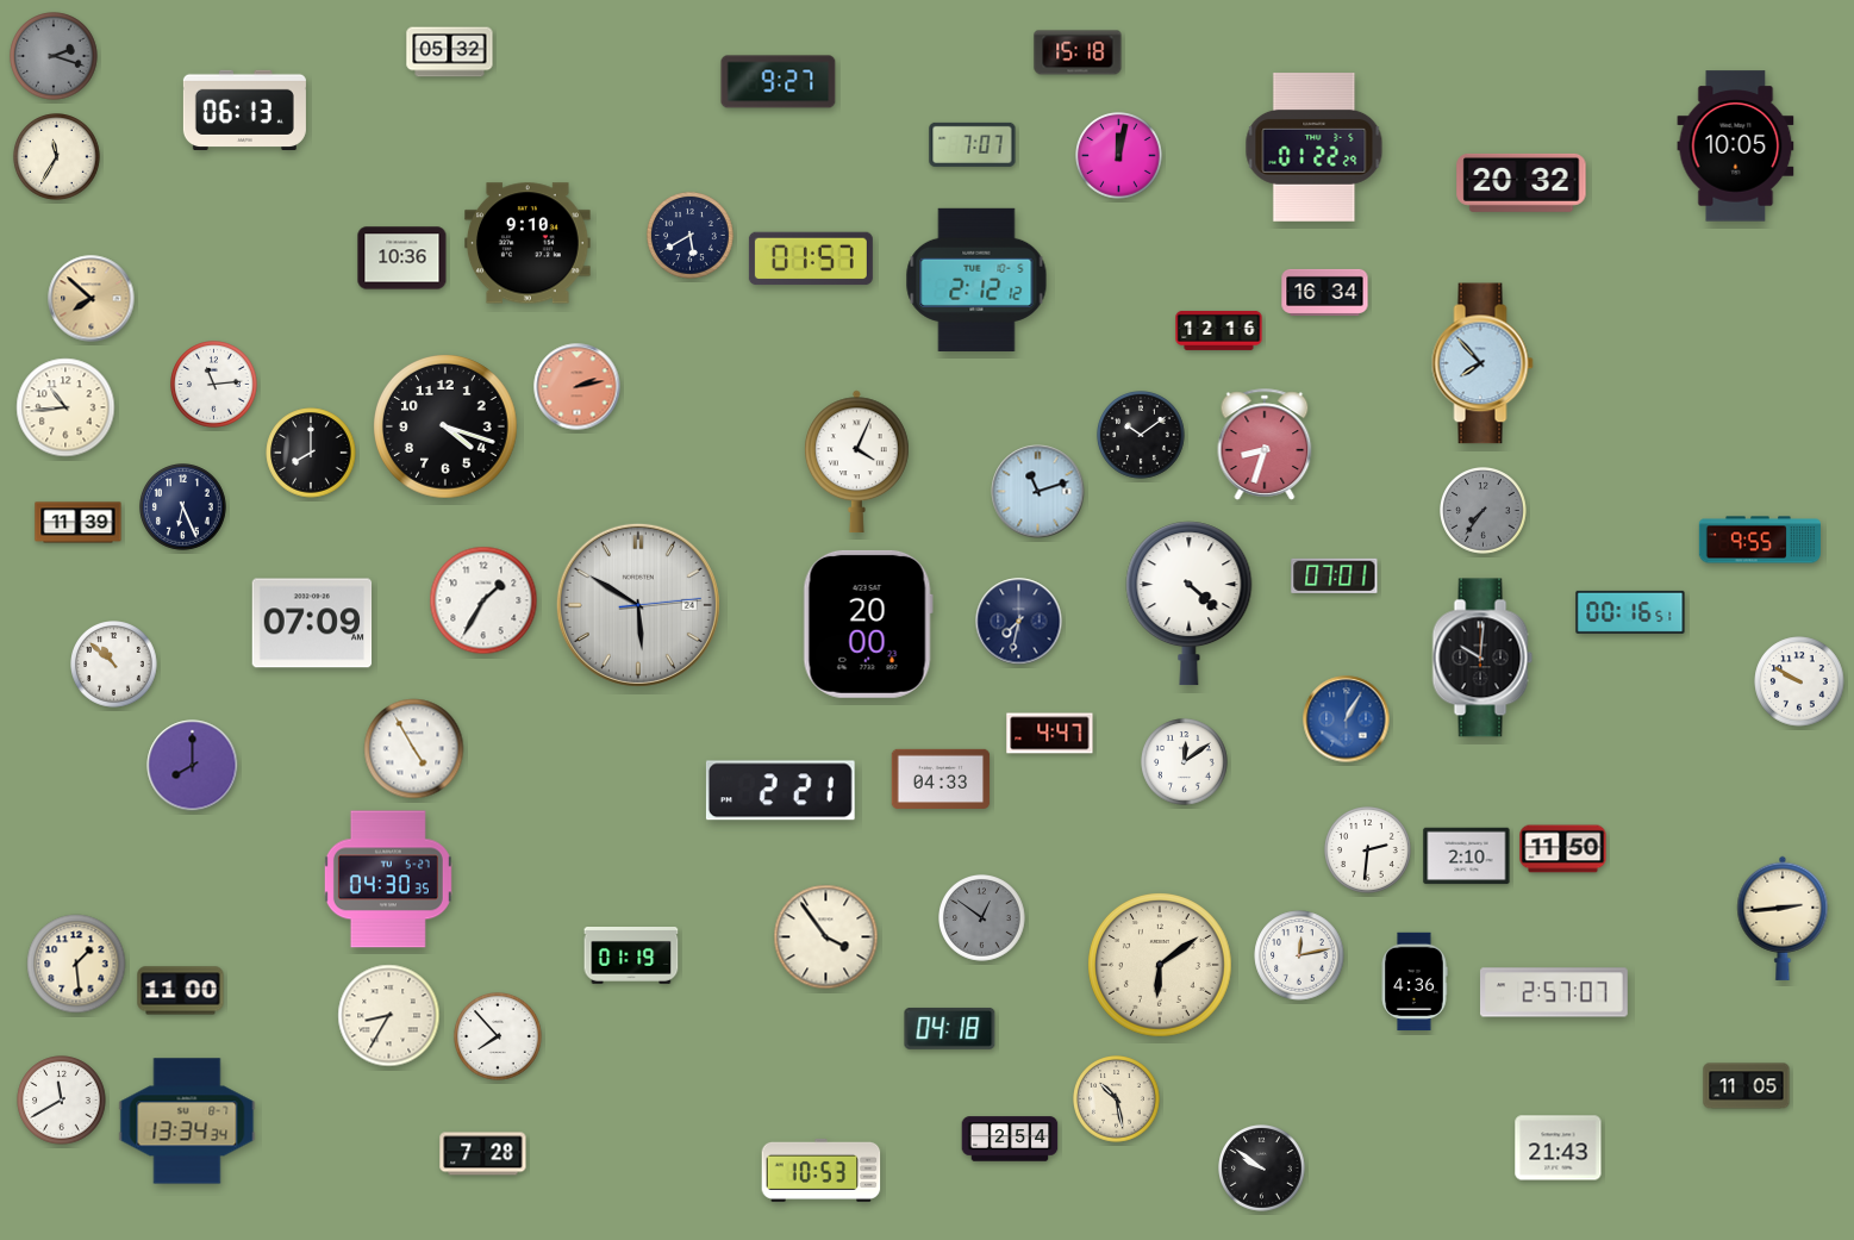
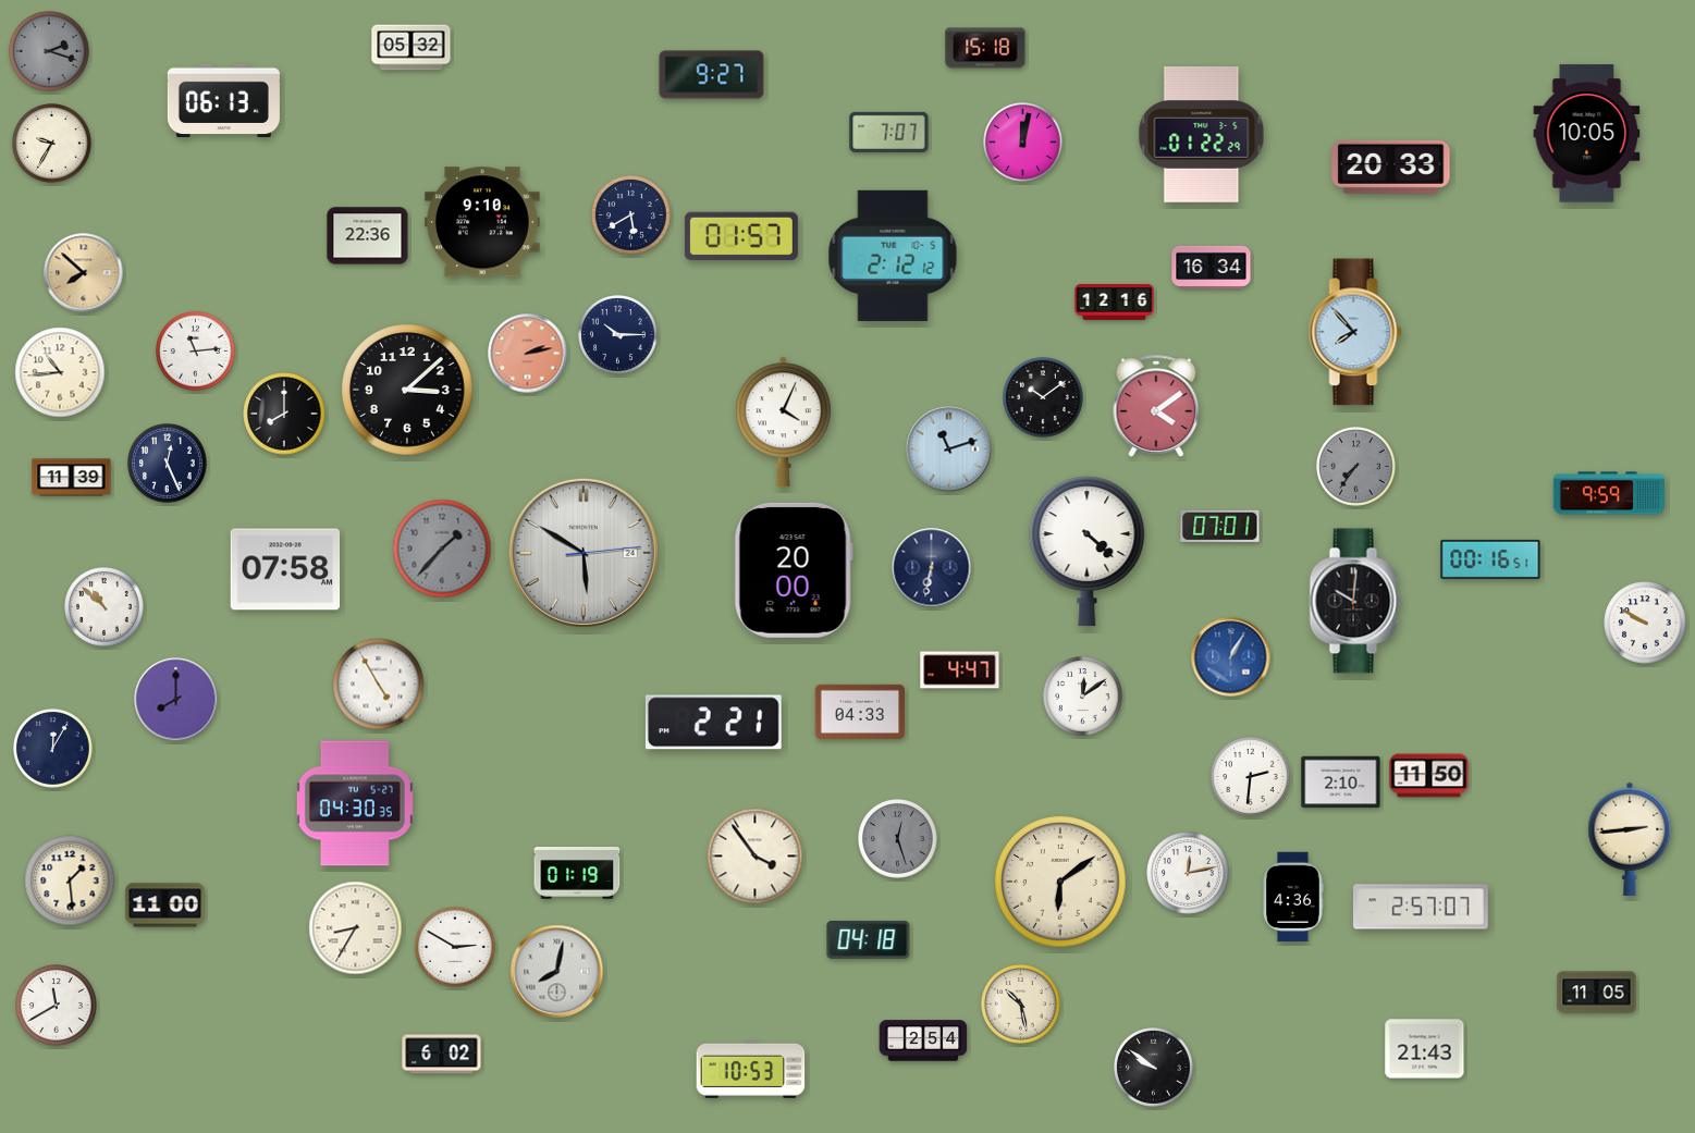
clock at (57, 157): 11:35 -> 9:35
clock at (1522, 182): 20:32 -> 20:33
clock at (402, 258): 10:36 -> 22:36
clock at (618, 335): none -> 10:15
clock at (445, 426): 4:18 -> 3:08
clock at (1265, 444): 8:33 -> 4:09
clock at (183, 507): 6:26 -> 12:26
clock at (1759, 540): 9:55 -> 9:59
clock at (483, 600): 1:35 -> 1:37
clock at (483, 600) dial: white -> grey
clock at (1019, 622): 7:32 -> 6:32
clock at (312, 623): 07:09 -> 07:58
clock at (53, 749): none -> 12:05
clock at (982, 918): 12:51 -> 12:27
clock at (498, 1036): 7:53 -> 2:50
clock at (557, 972): none -> 8:02
clock at (187, 1121): 13:34 -> none
clock at (483, 1154): 7:28 -> 6:02
